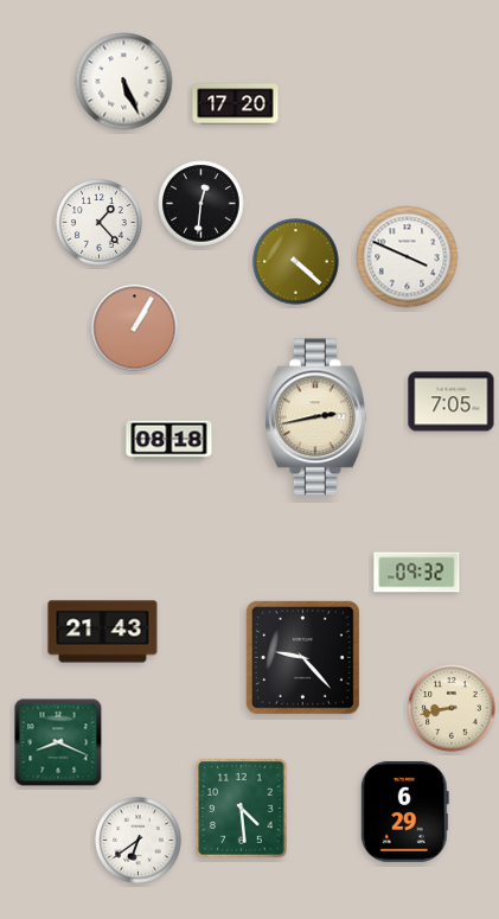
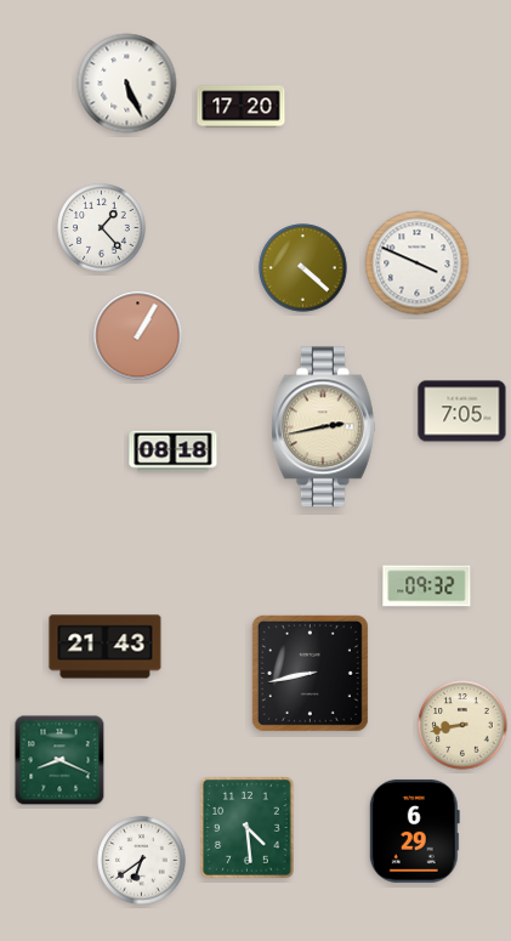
clock at (201, 204): 12:31 -> none
clock at (302, 657): 9:23 -> 8:43
